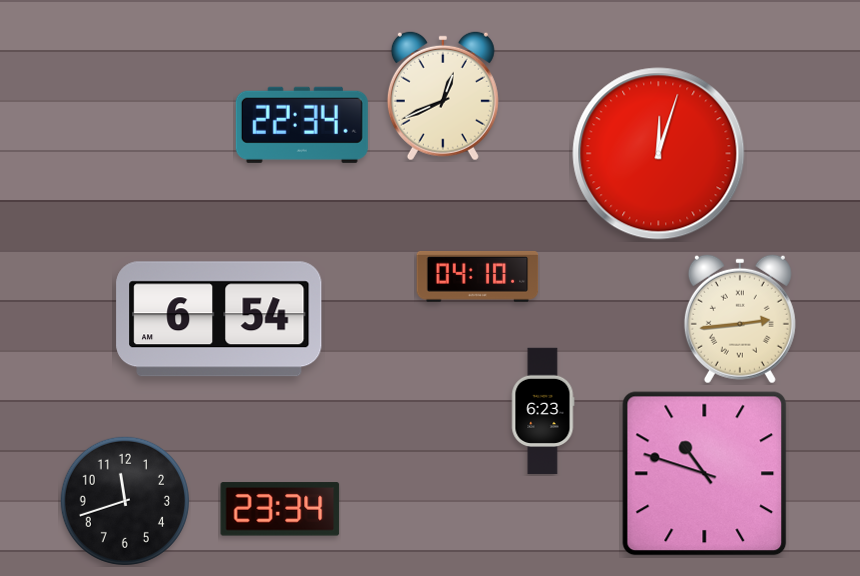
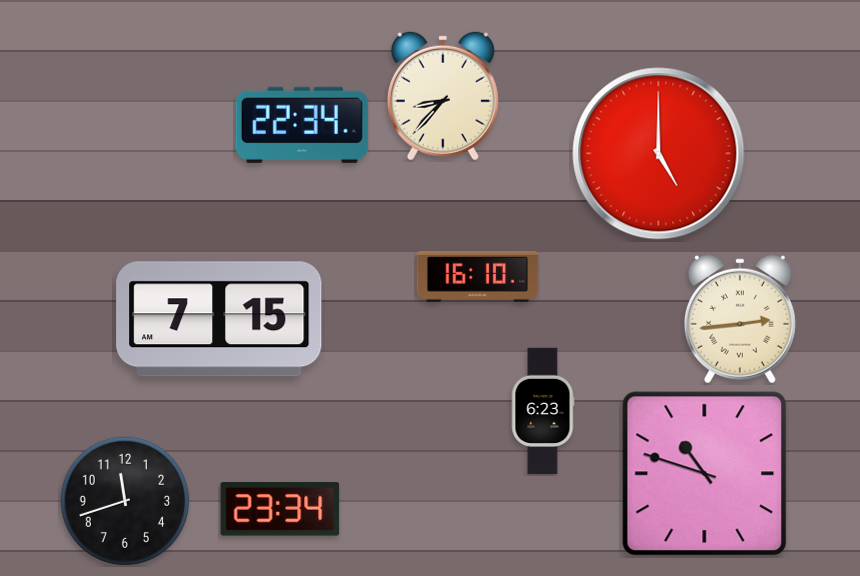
clock at (443, 96): 12:41 -> 8:37
clock at (659, 154): 12:03 -> 5:00
clock at (478, 276): 04:10 -> 16:10
clock at (219, 319): 6:54 -> 7:15
